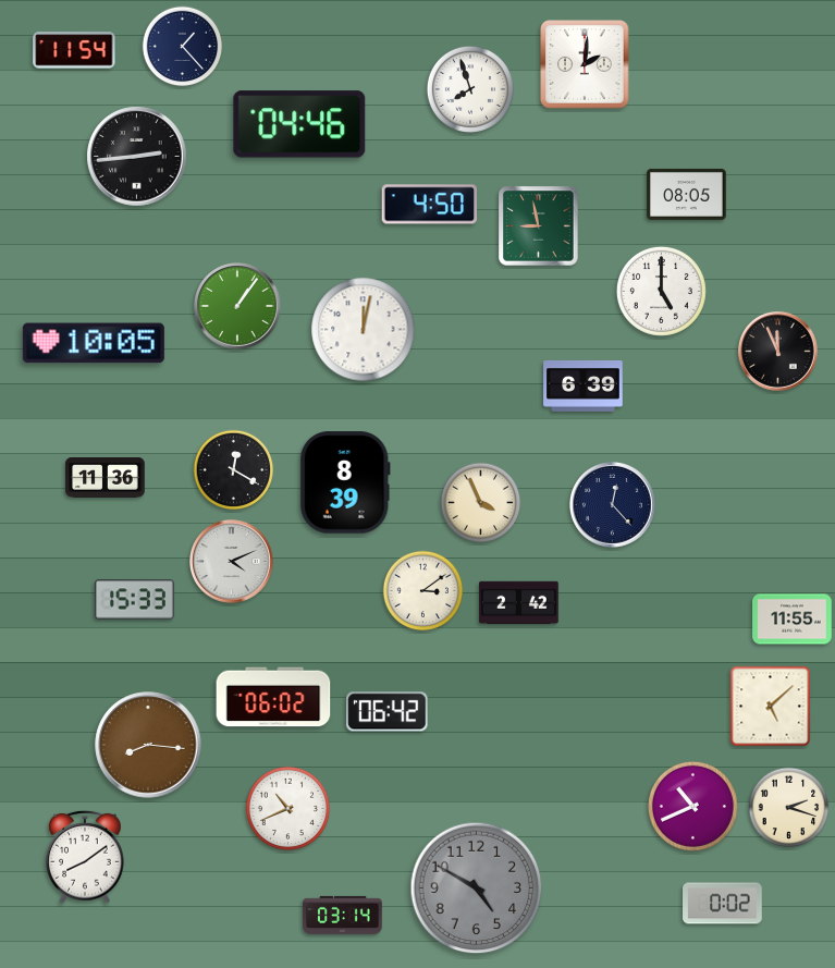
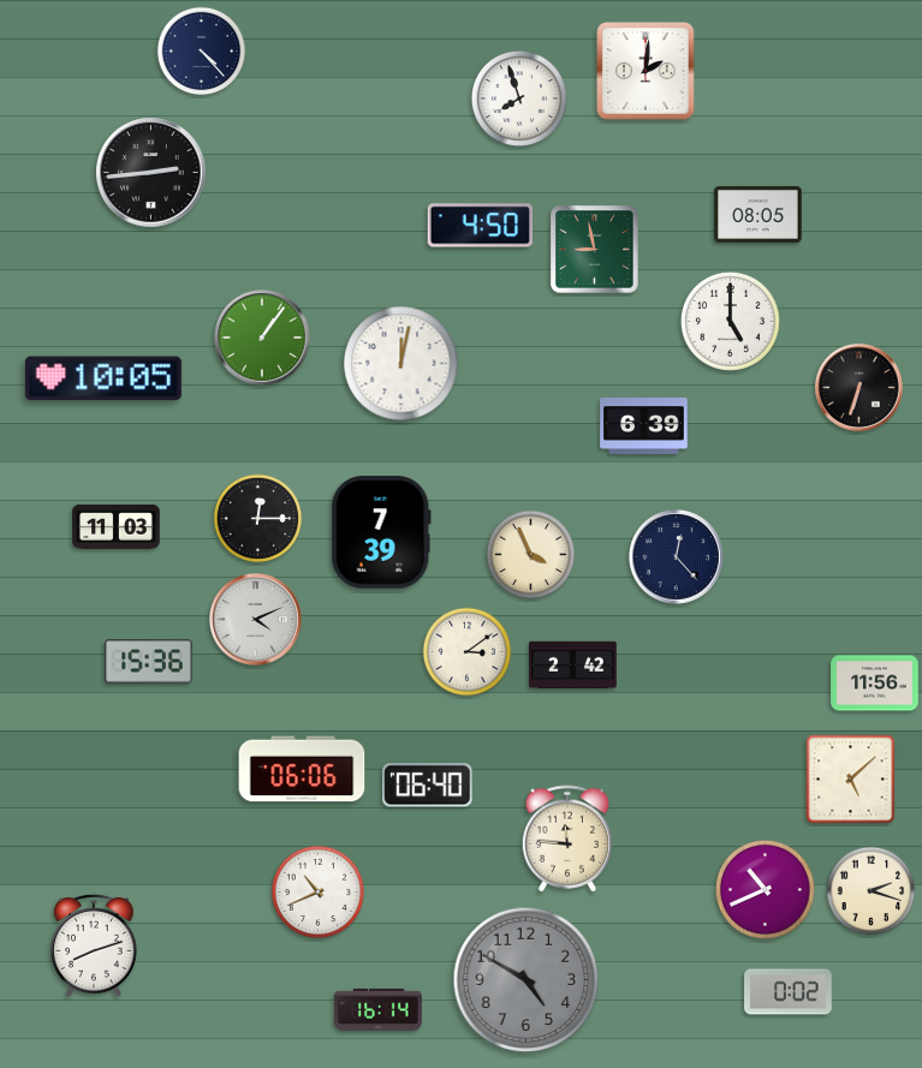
clock at (183, 47): 1:23 -> 4:23
clock at (74, 50): 11:54 -> none
clock at (299, 124): 04:46 -> none
clock at (430, 205) position: (430, 205) -> (481, 226)
clock at (777, 351): 11:56 -> 6:33
clock at (234, 470): 12:20 -> 12:15
clock at (106, 478): 11:36 -> 11:03
clock at (345, 482): 8:39 -> 7:39
clock at (135, 600): 15:33 -> 15:36
clock at (793, 620): 11:55 -> 11:56
clock at (273, 697): 06:02 -> 06:06
clock at (388, 712): 06:42 -> 06:40
clock at (148, 745): 8:16 -> none
clock at (566, 839): none -> 11:46
clock at (86, 857): 8:09 -> 8:12
clock at (723, 904) position: (723, 904) -> (789, 992)
clock at (343, 915): 03:14 -> 16:14
